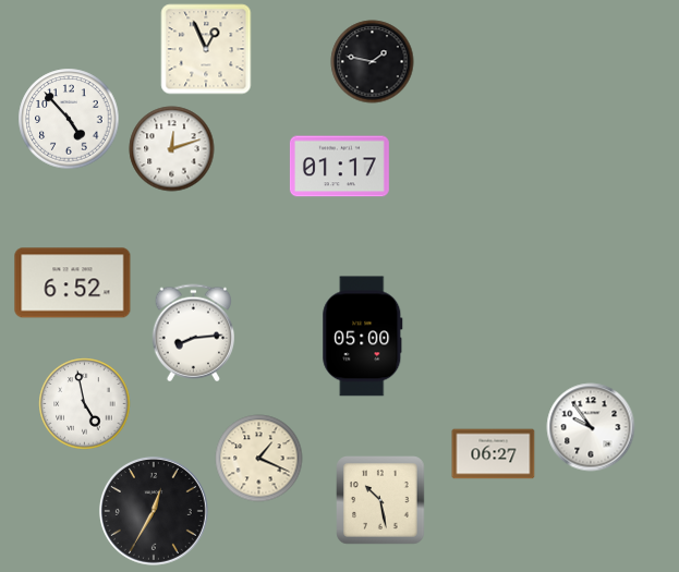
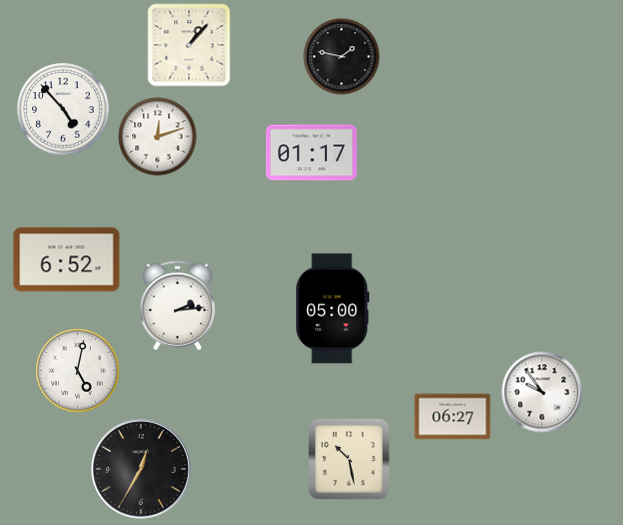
clock at (206, 49): 12:56 -> 1:07
clock at (193, 333): 8:14 -> 2:14
clock at (85, 404): 4:58 -> 5:02
clock at (259, 459): 1:19 -> none
